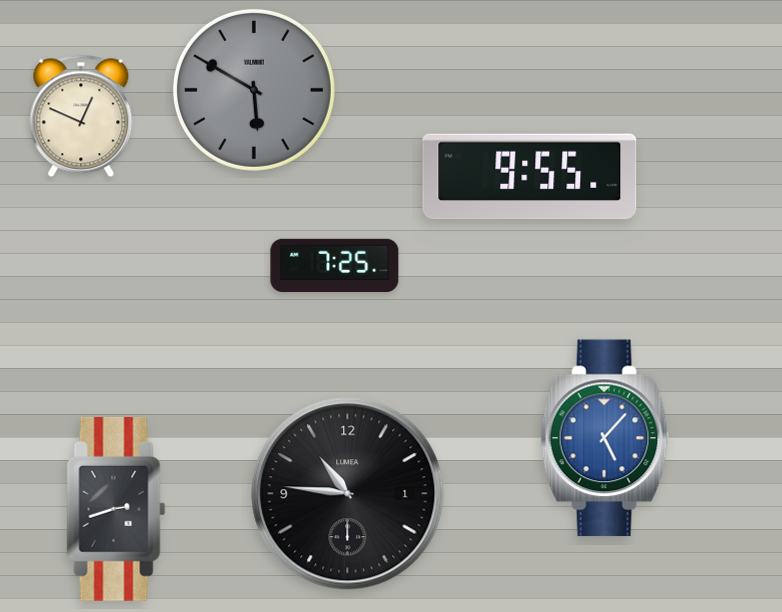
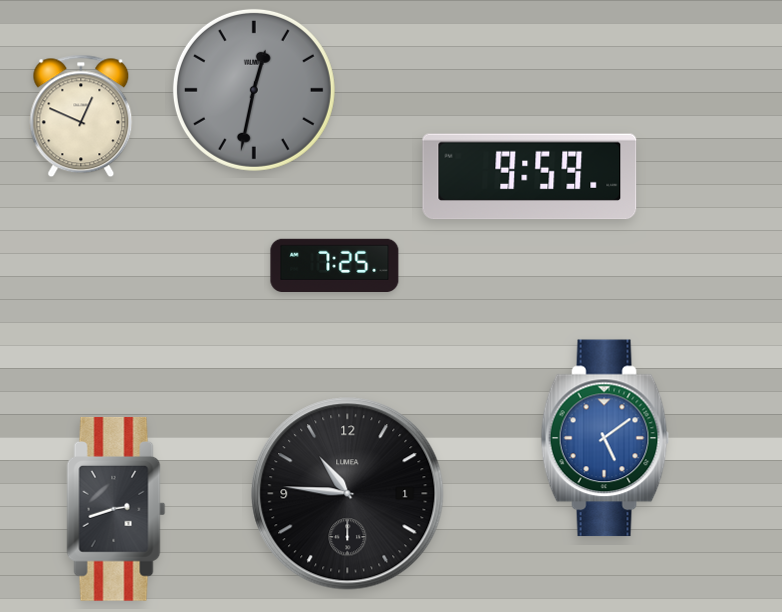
clock at (254, 90): 5:50 -> 12:32
clock at (530, 177): 9:55 -> 9:59
clock at (605, 438): 5:07 -> 5:09
